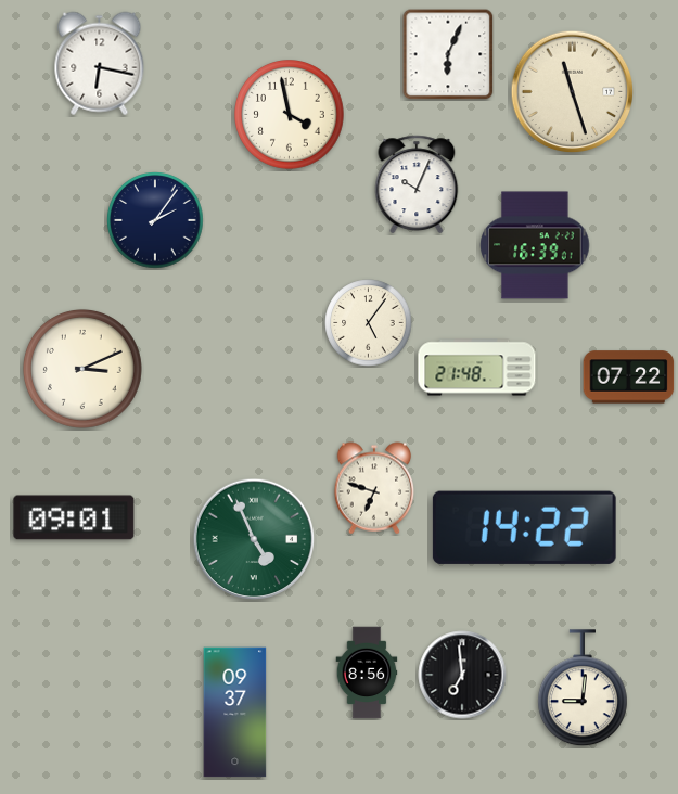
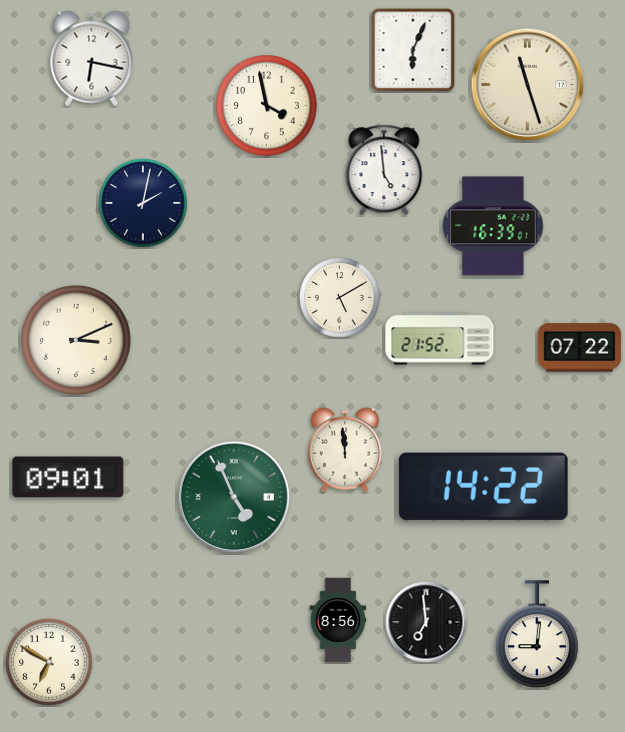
clock at (417, 184): 10:04 -> 4:59
clock at (155, 220): 2:06 -> 2:02
clock at (369, 323): 5:06 -> 5:10
clock at (477, 368): 21:48 -> 21:52
clock at (374, 488): 6:48 -> 11:59
clock at (235, 713): 09:37 -> none
clock at (49, 662): none -> 6:50
